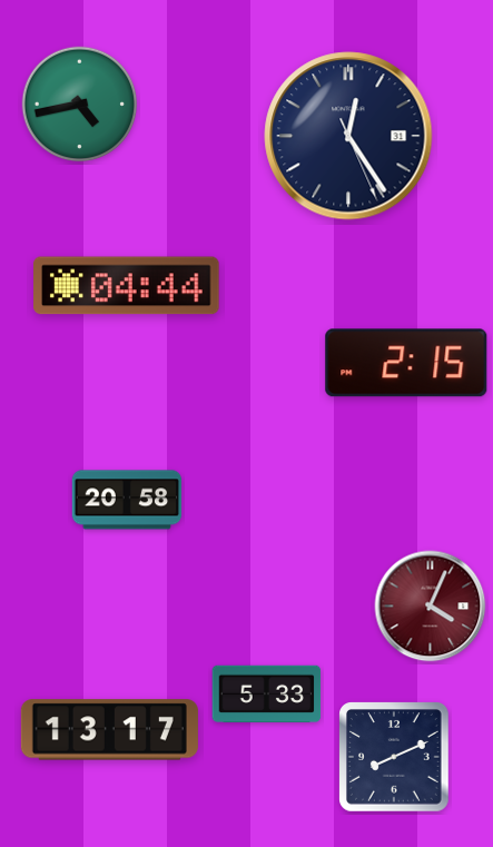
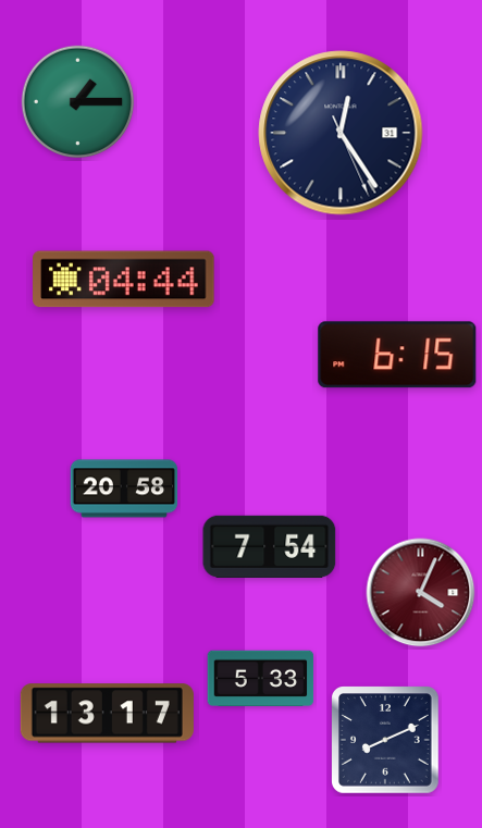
clock at (80, 105): 4:43 -> 1:15
clock at (406, 363): 2:15 -> 6:15
clock at (270, 546): none -> 7:54
